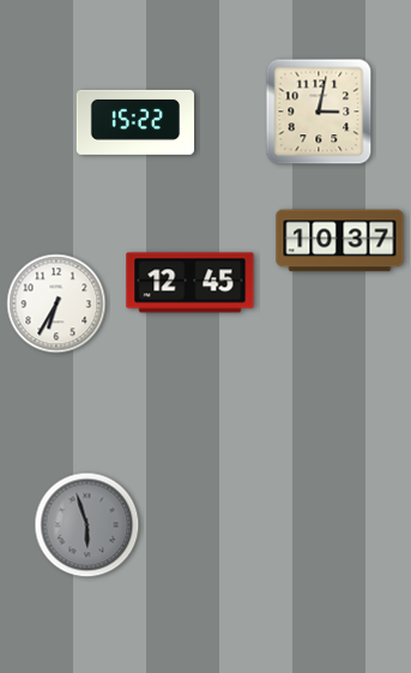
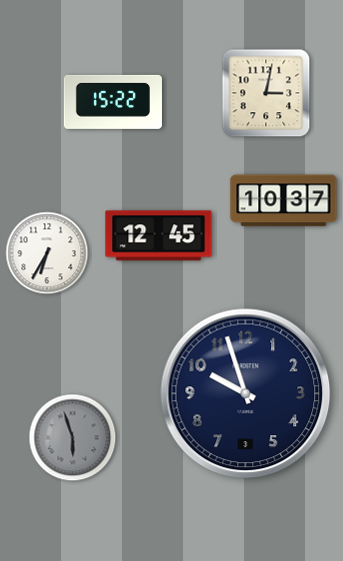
clock at (246, 394): none -> 9:57
